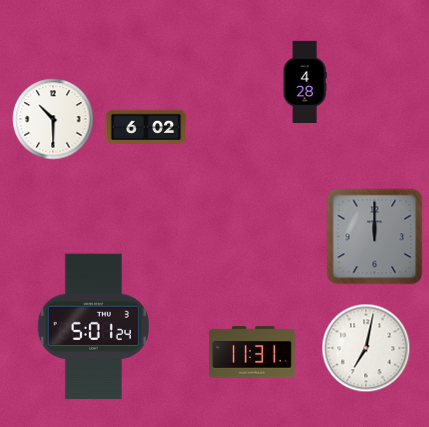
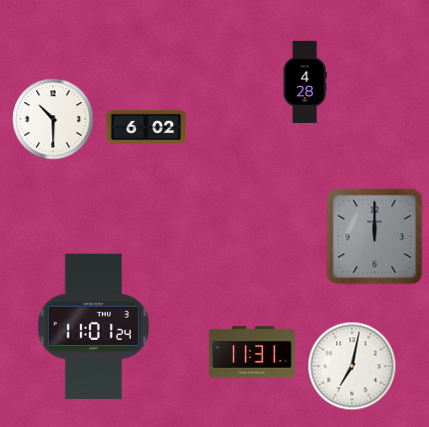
clock at (93, 327): 5:01 -> 11:01
clock at (366, 348) position: (366, 348) -> (352, 366)
